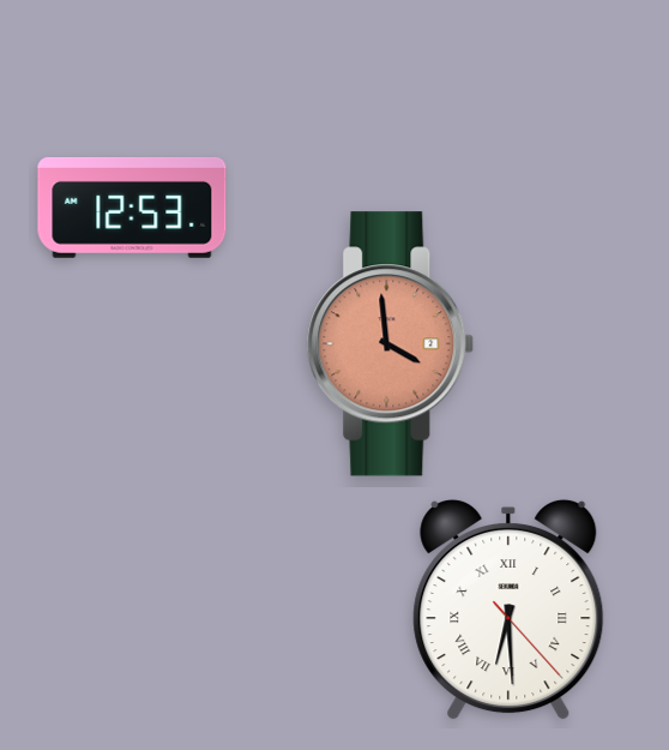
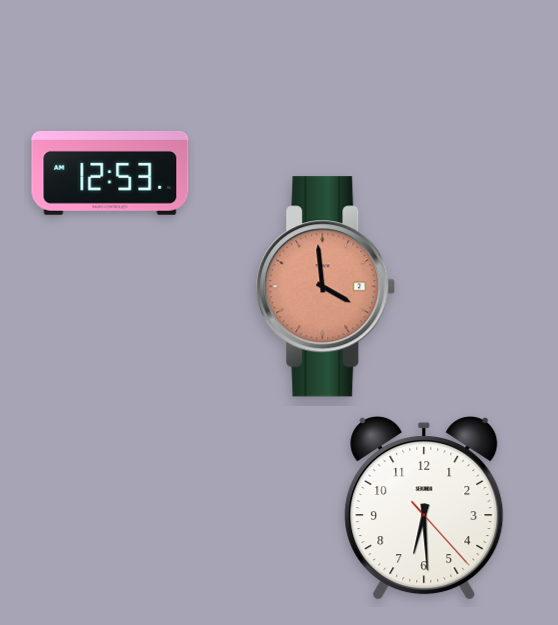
clock at (508, 610) numerals: Roman -> Arabic
